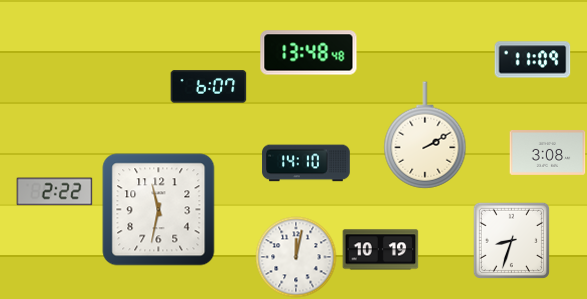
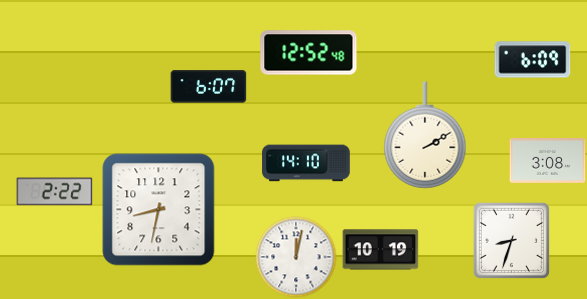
clock at (309, 53): 13:48 -> 12:52
clock at (533, 60): 11:09 -> 6:09
clock at (548, 153) position: (548, 153) -> (548, 161)
clock at (159, 210): 11:32 -> 8:32
